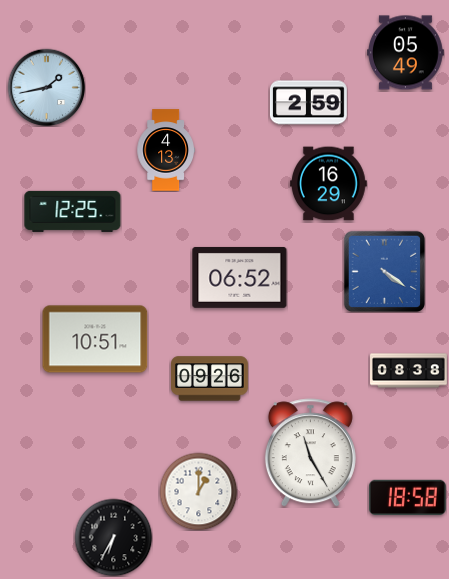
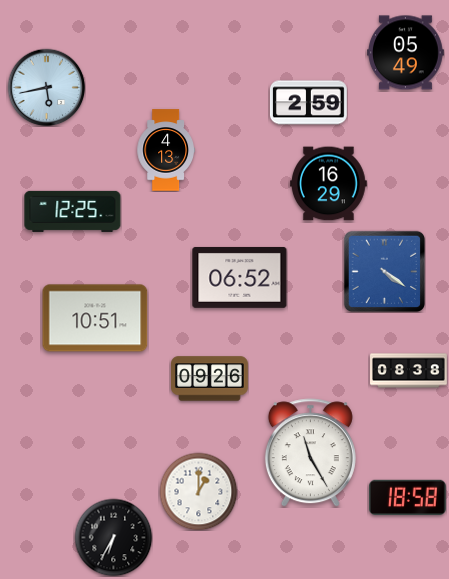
clock at (46, 87): 1:43 -> 5:43
clock at (95, 339) position: (95, 339) -> (95, 318)
